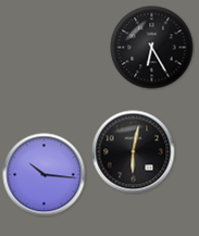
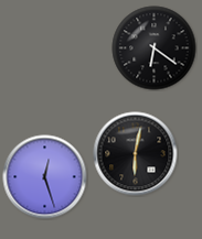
clock at (152, 48): 6:25 -> 6:21
clock at (45, 175): 10:16 -> 12:27
